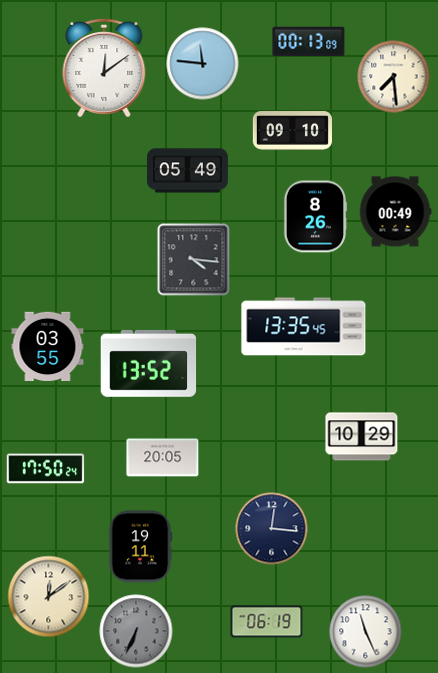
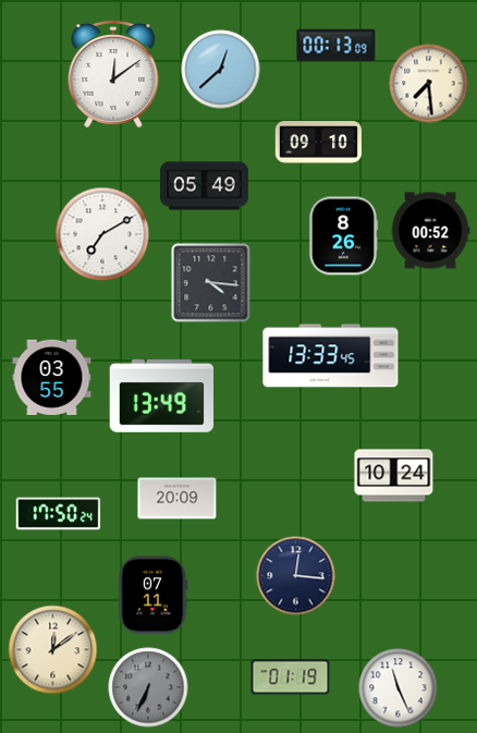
clock at (203, 64): 11:46 -> 12:38
clock at (395, 212): 00:49 -> 00:52
clock at (102, 234): none -> 7:10
clock at (304, 327): 13:35 -> 13:33
clock at (149, 363): 13:52 -> 13:49
clock at (362, 437): 10:29 -> 10:24
clock at (163, 458): 20:05 -> 20:09
clock at (46, 469) position: (46, 469) -> (59, 514)
clock at (140, 547): 19:11 -> 07:11
clock at (267, 622): 06:19 -> 01:19
